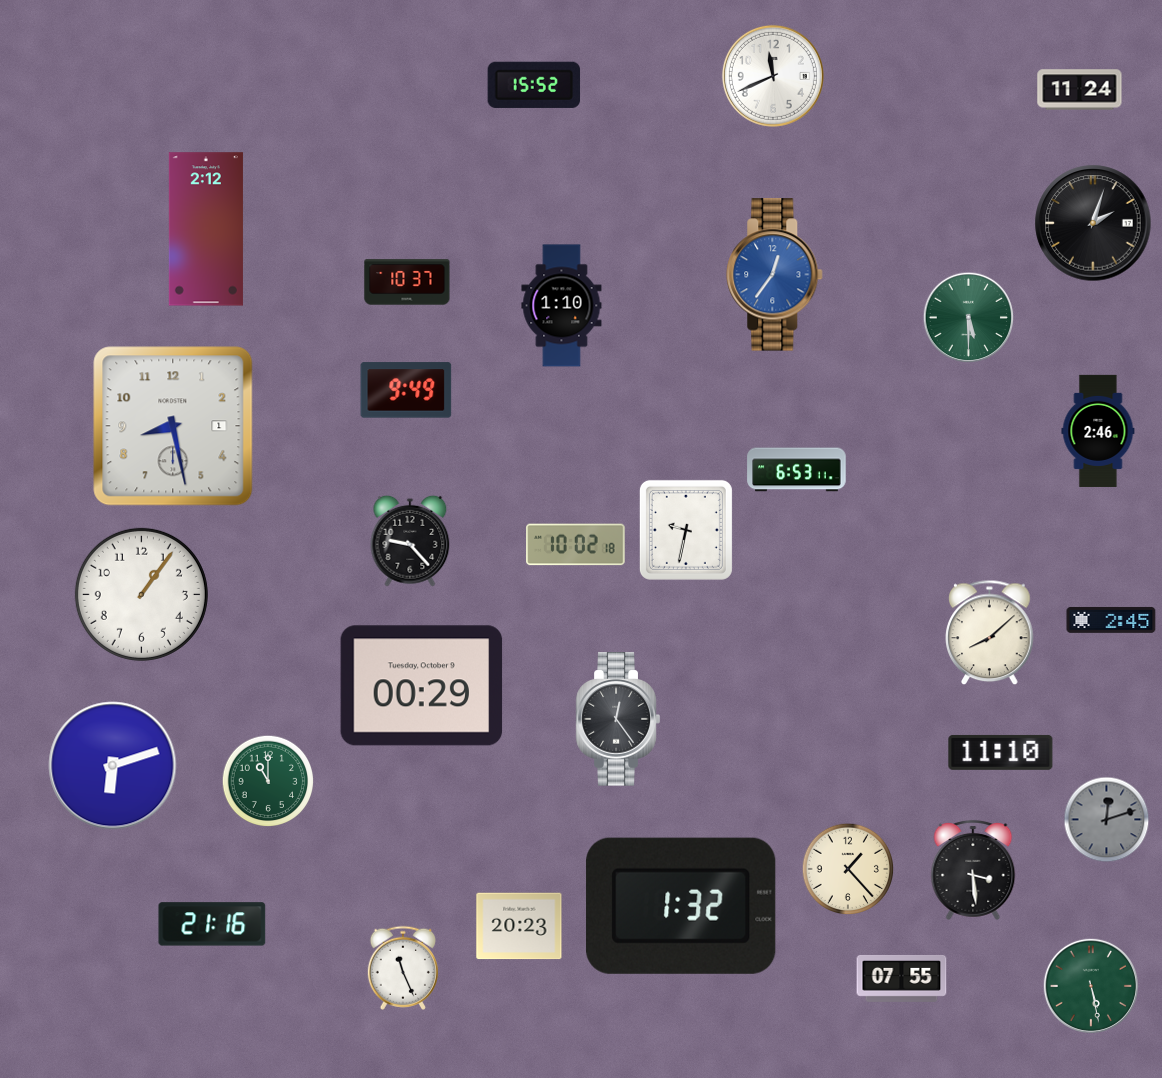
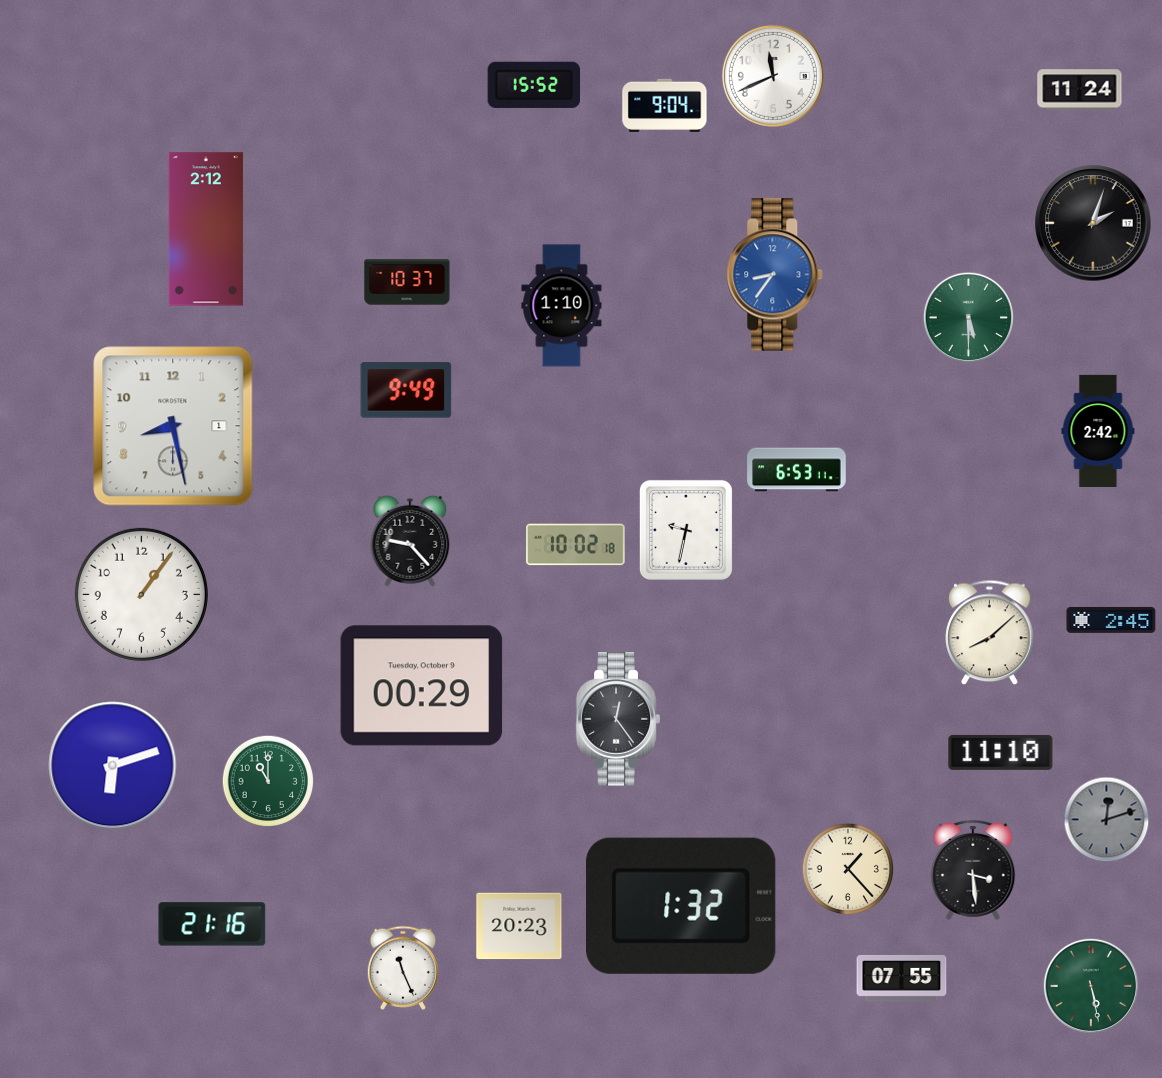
clock at (665, 105): none -> 9:04
clock at (775, 275): 12:36 -> 8:36
clock at (1098, 431): 2:46 -> 2:42
